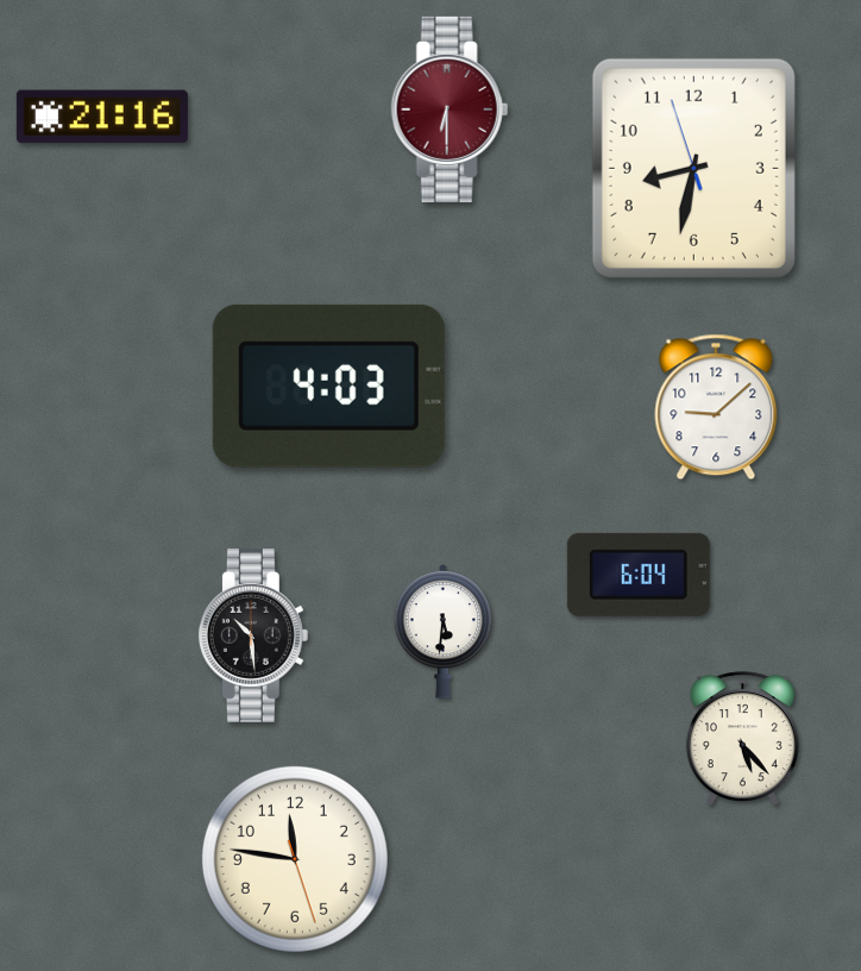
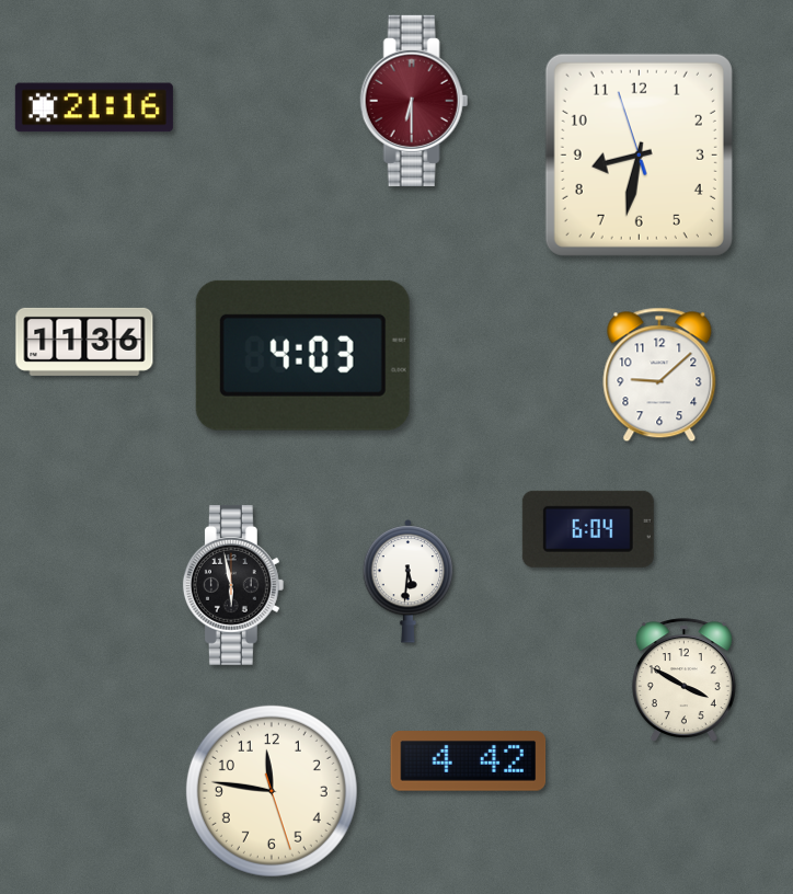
clock at (84, 342): none -> 11:36
clock at (253, 635): 10:29 -> 5:58
clock at (742, 738): 5:23 -> 3:50
clock at (469, 761): none -> 4:42
